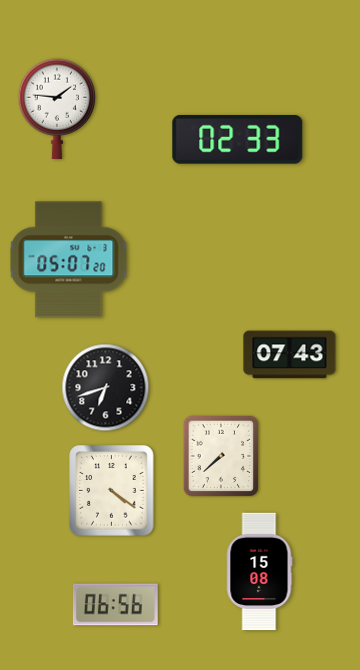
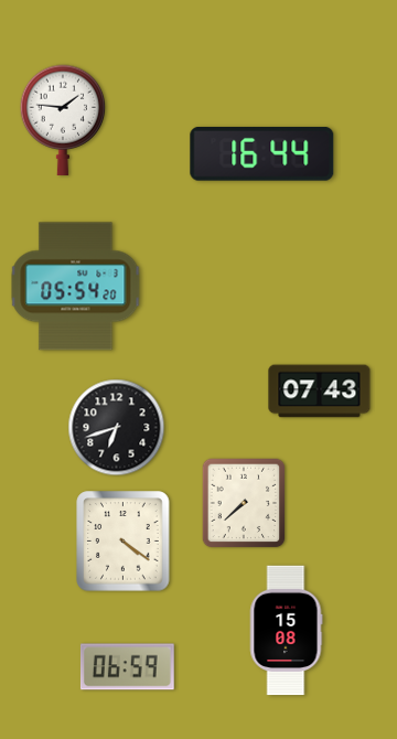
clock at (238, 139): 02:33 -> 16:44
clock at (69, 260): 05:07 -> 05:54
clock at (115, 605): 06:56 -> 06:59
